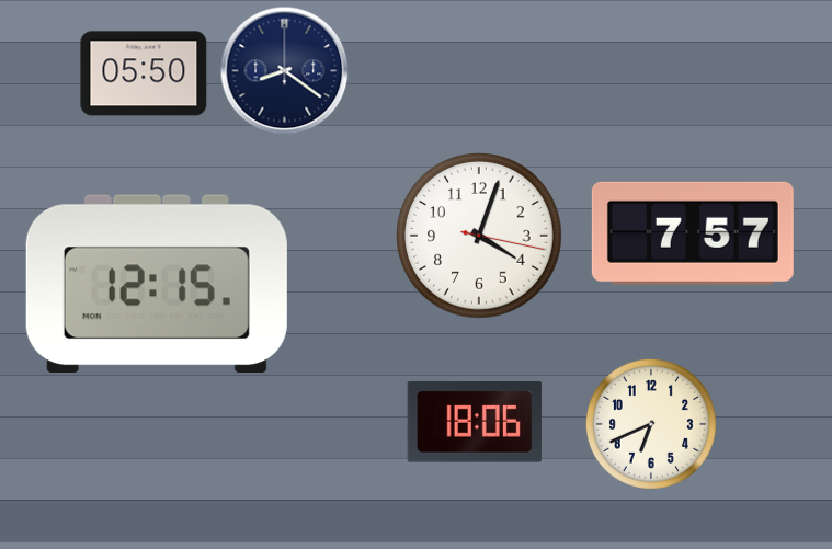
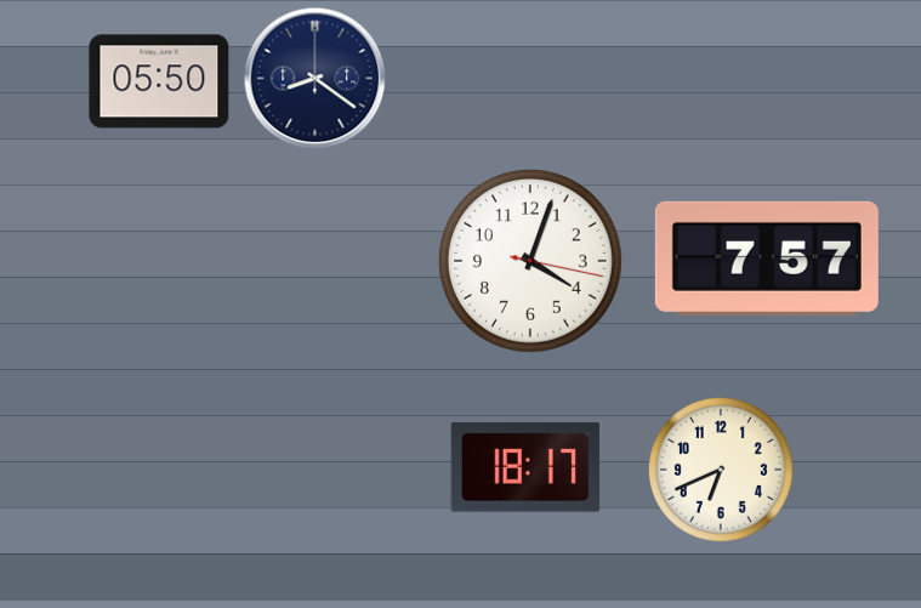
clock at (157, 283): 12:15 -> none
clock at (475, 422): 18:06 -> 18:17
